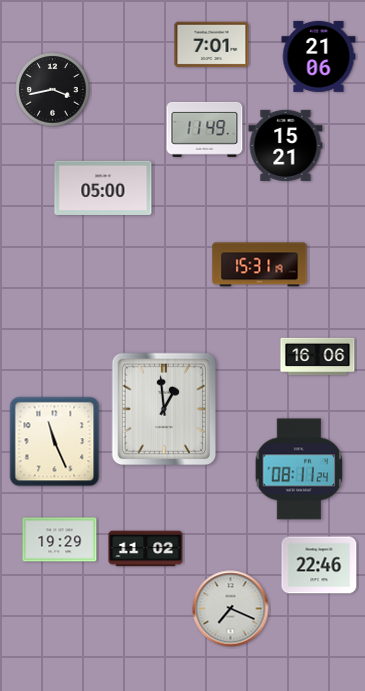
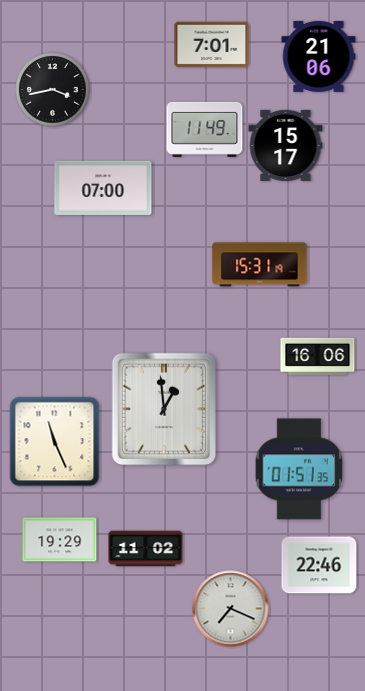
clock at (286, 145): 15:21 -> 15:17
clock at (103, 188): 05:00 -> 07:00
clock at (299, 469): 08:11 -> 01:51
